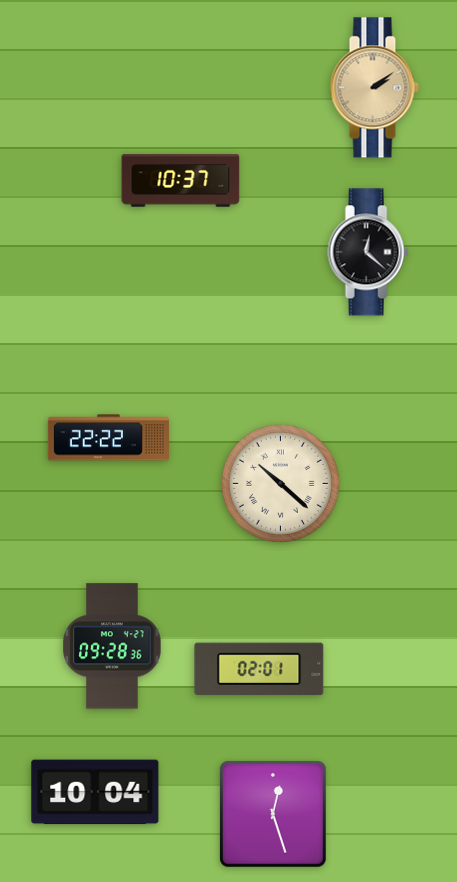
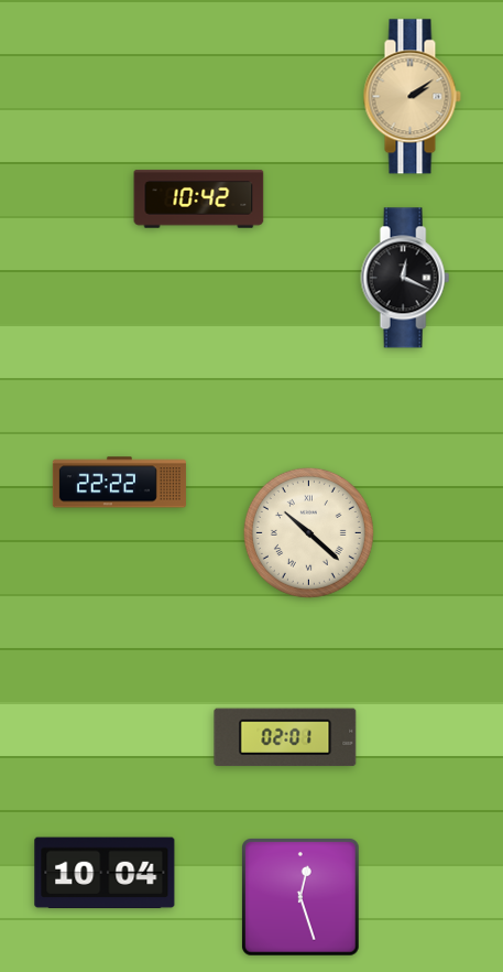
clock at (181, 181): 10:37 -> 10:42
clock at (368, 252): 12:22 -> 12:19
clock at (112, 646): 09:28 -> none
